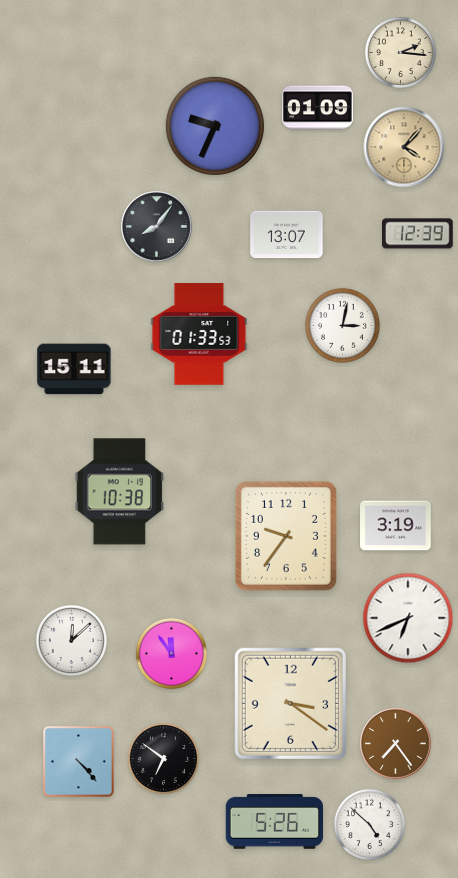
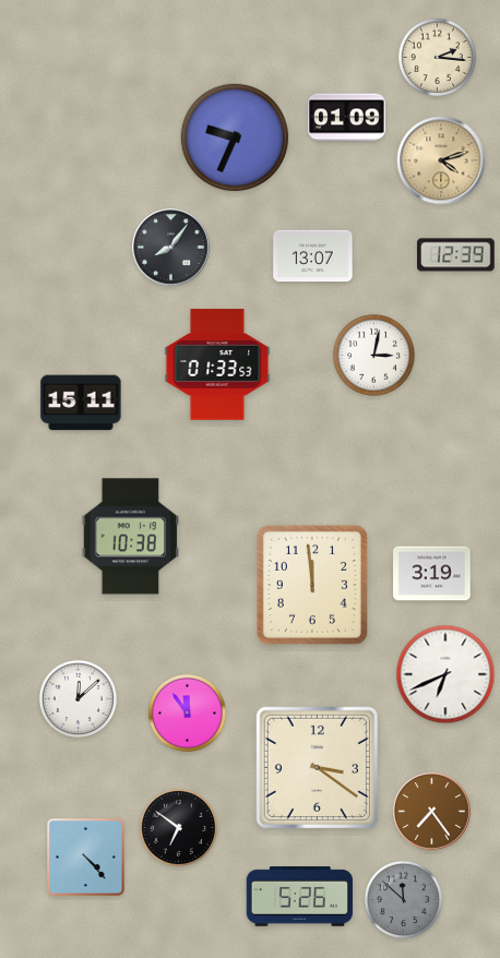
clock at (404, 147): 4:07 -> 4:12
clock at (286, 536): 9:36 -> 11:59
clock at (78, 761) position: (78, 761) -> (85, 857)
clock at (369, 824): 4:52 -> 11:52
clock at (369, 824) dial: white -> grey
